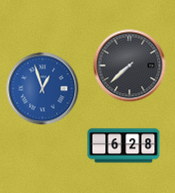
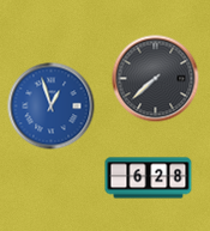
clock at (124, 146) position: (124, 146) -> (149, 178)
